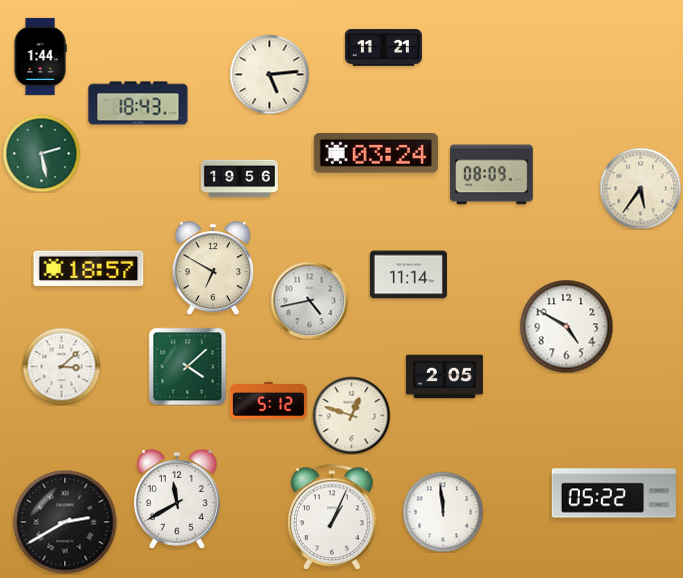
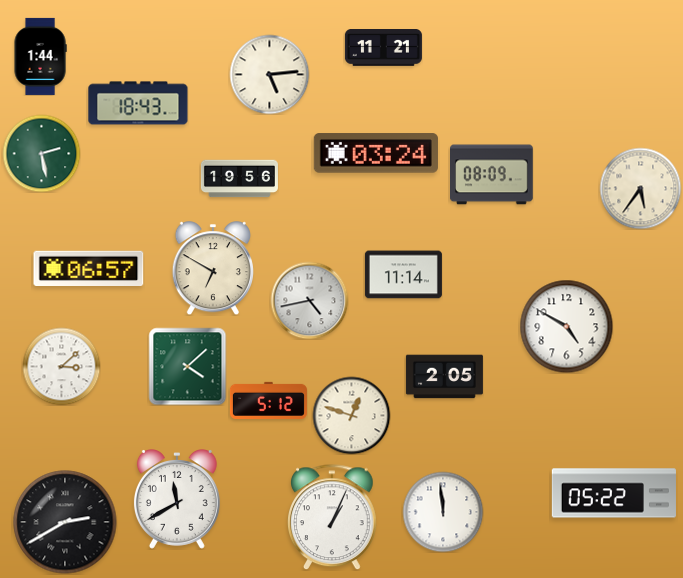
clock at (89, 268): 18:57 -> 06:57
clock at (408, 275) position: (408, 275) -> (403, 275)
